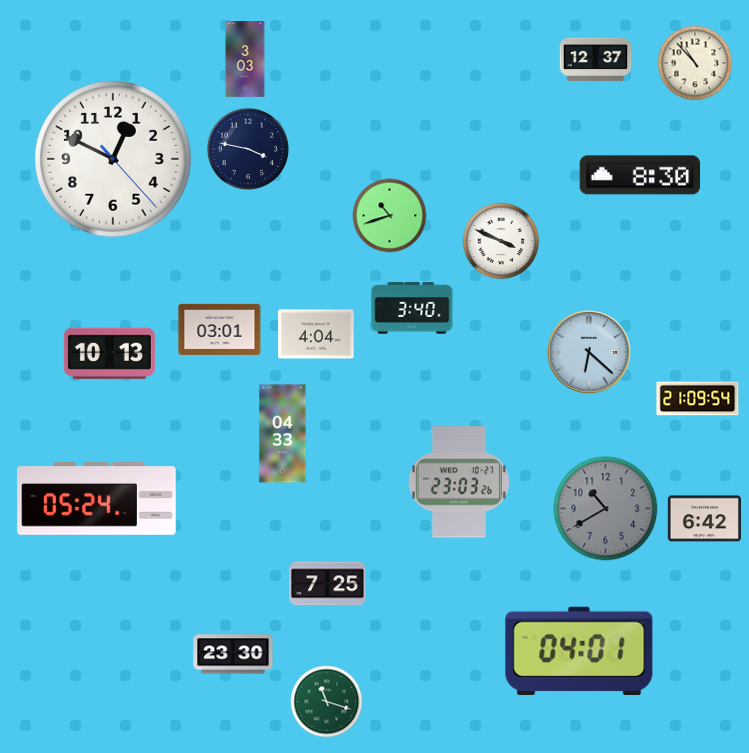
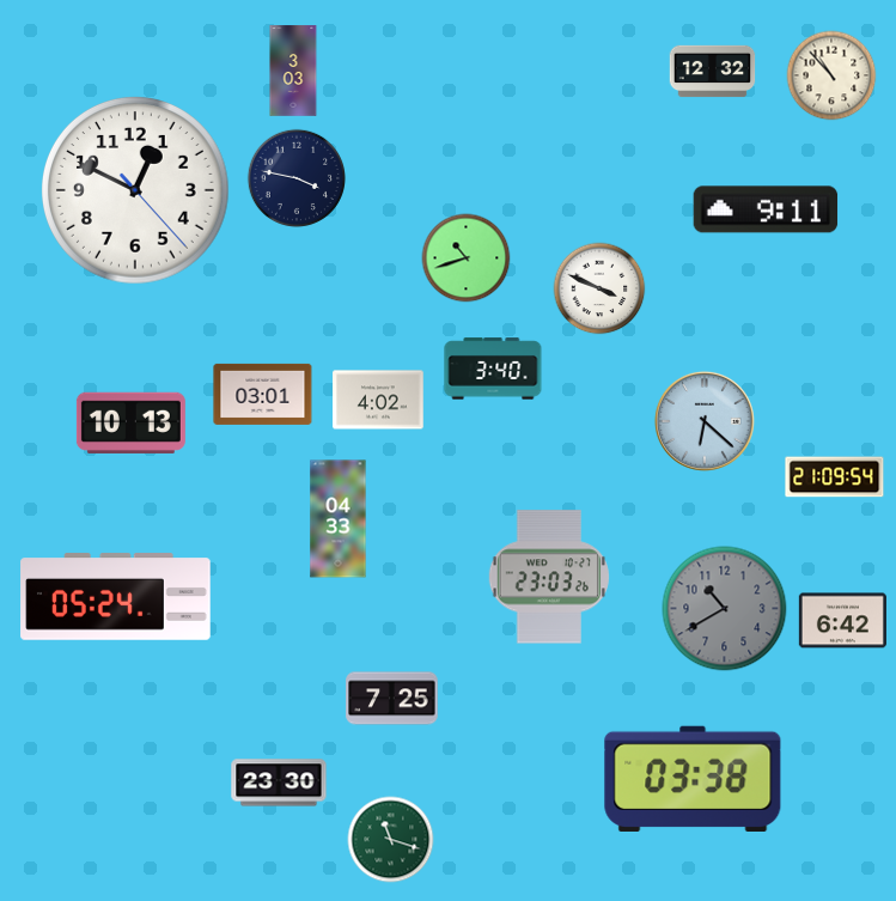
clock at (596, 60): 12:37 -> 12:32
clock at (640, 175): 8:30 -> 9:11
clock at (316, 334): 4:04 -> 4:02
clock at (579, 651): 04:01 -> 03:38
